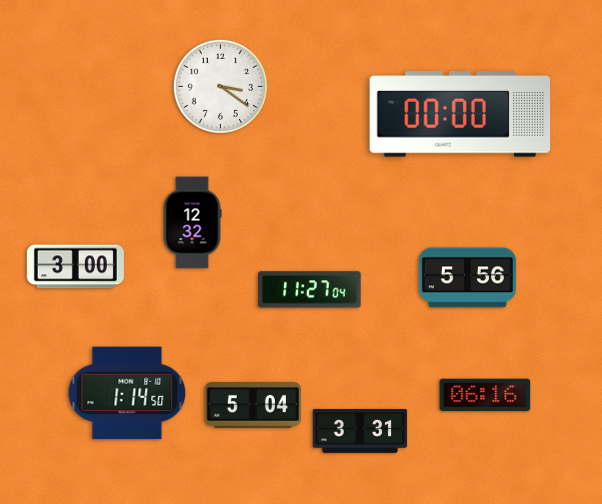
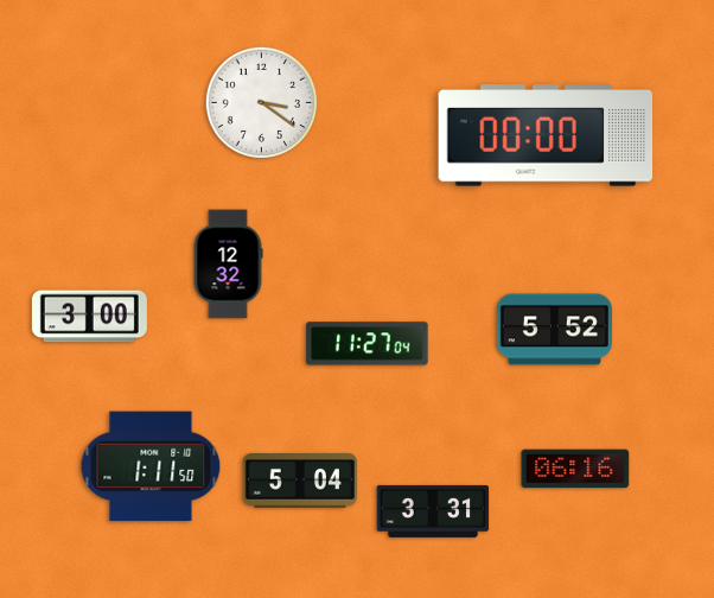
clock at (467, 278): 5:56 -> 5:52
clock at (127, 393): 1:14 -> 1:11
clock at (360, 431) position: (360, 431) -> (433, 511)
